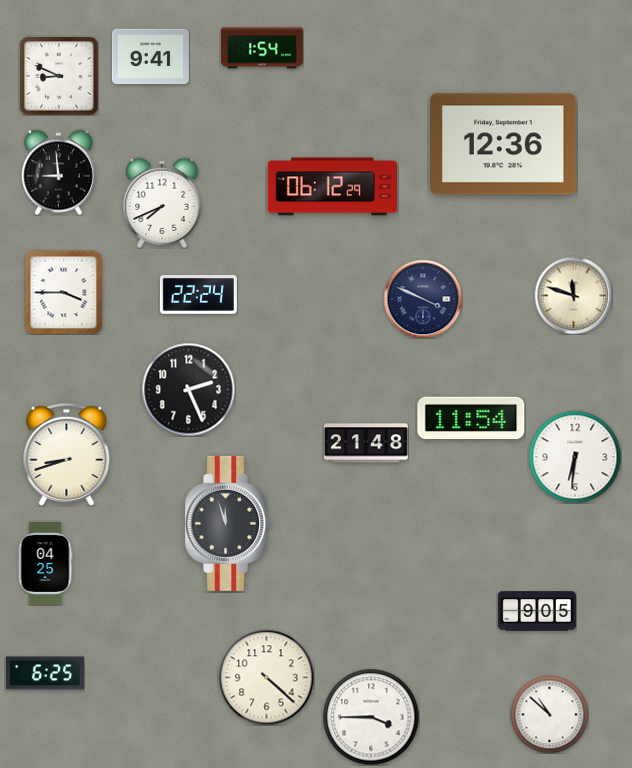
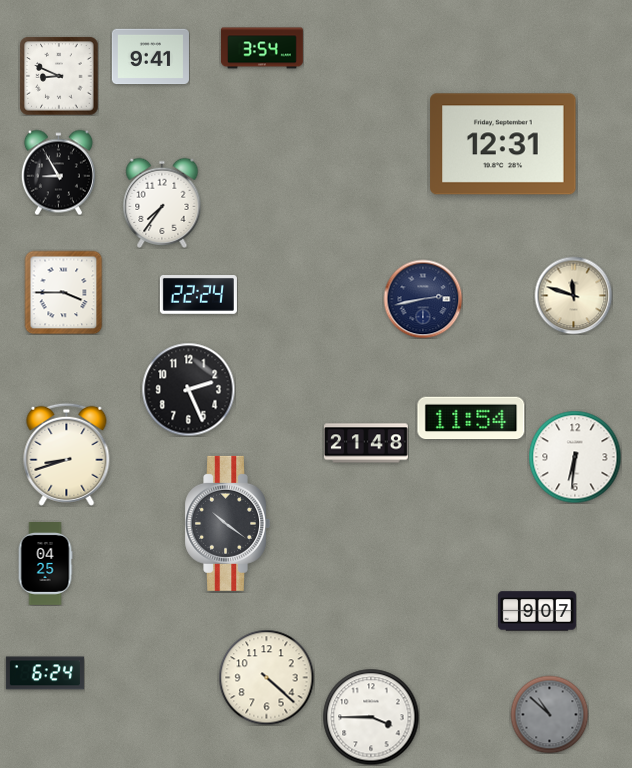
clock at (262, 48): 1:54 -> 3:54
clock at (503, 144): 12:36 -> 12:31
clock at (58, 172): 8:59 -> 8:55
clock at (332, 187): 06:12 -> none
clock at (162, 203): 7:41 -> 7:36
clock at (423, 299): 3:49 -> 2:43
clock at (227, 523): 11:57 -> 10:21
clock at (537, 611): 9:05 -> 9:07
clock at (45, 673): 6:25 -> 6:24
clock at (549, 714) dial: white -> grey
